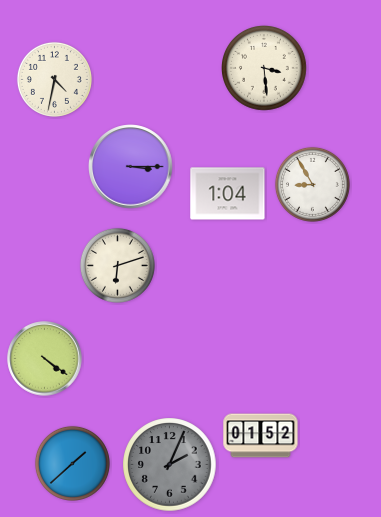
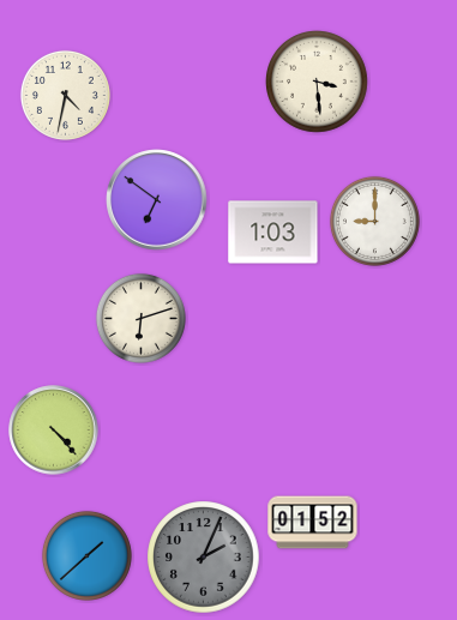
clock at (131, 167): 3:15 -> 6:51
clock at (312, 184): 8:55 -> 9:00
clock at (228, 194): 1:04 -> 1:03
clock at (45, 359): 4:21 -> 4:23
